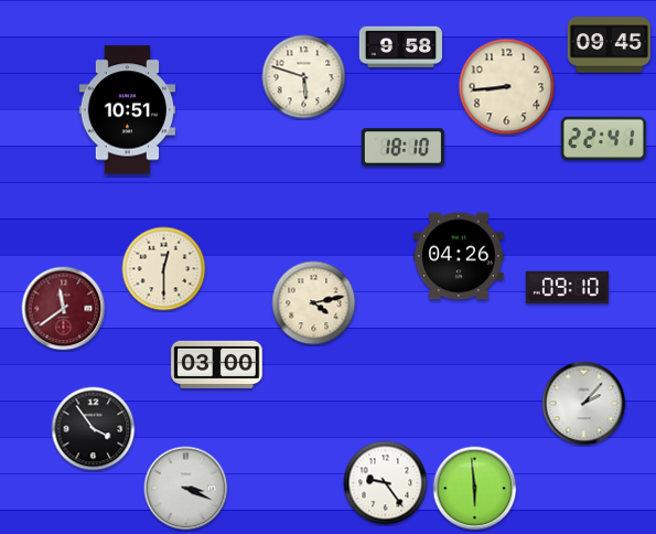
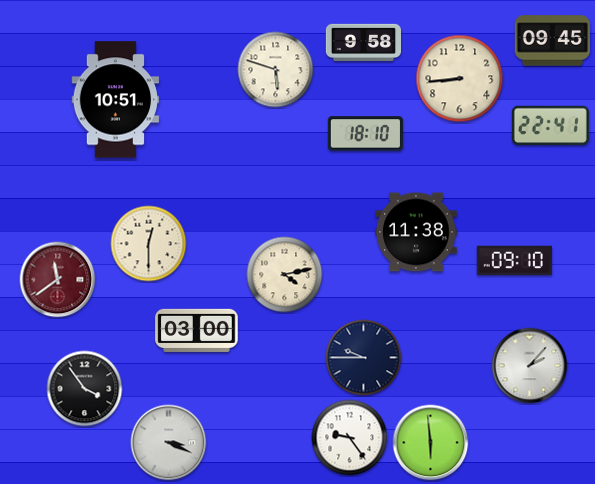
clock at (603, 138) position: (603, 138) -> (550, 125)
clock at (459, 256): 04:26 -> 11:38
clock at (364, 358): none -> 9:45
